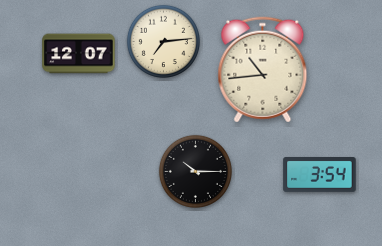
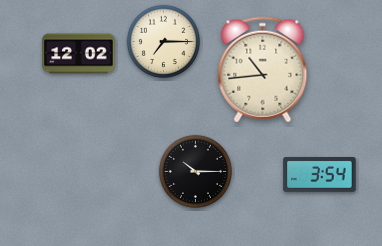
clock at (163, 41): 7:14 -> 7:15
clock at (79, 54): 12:07 -> 12:02
